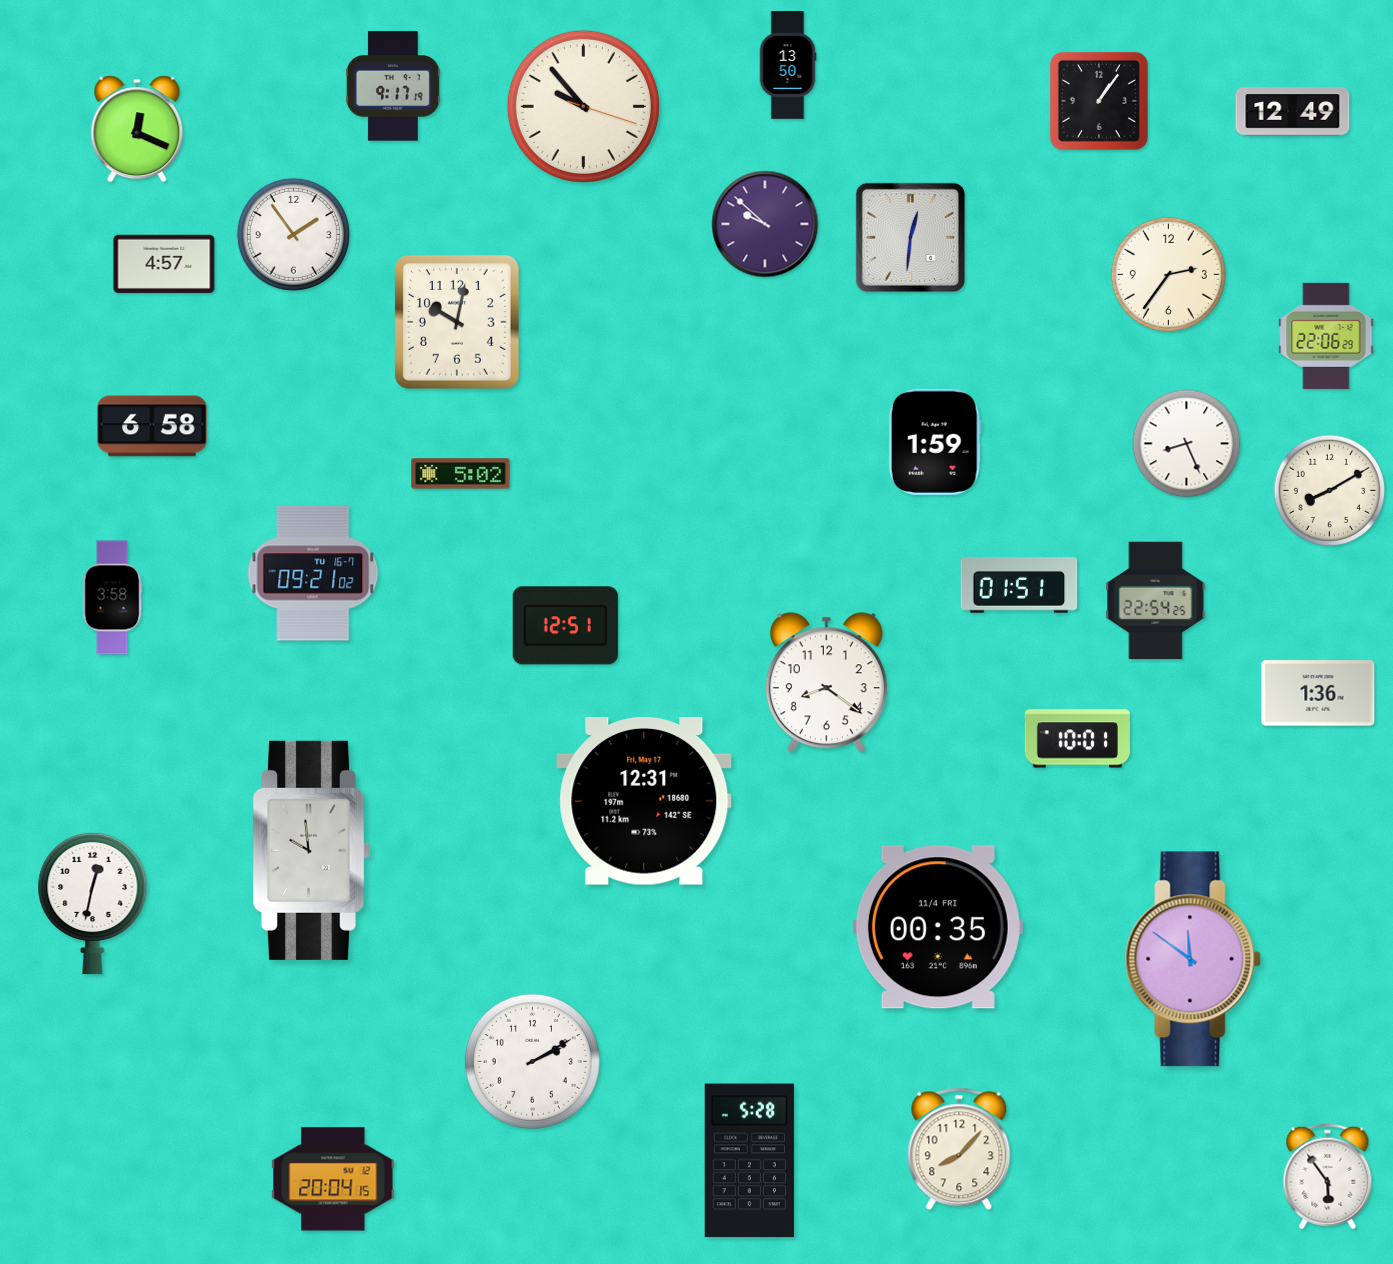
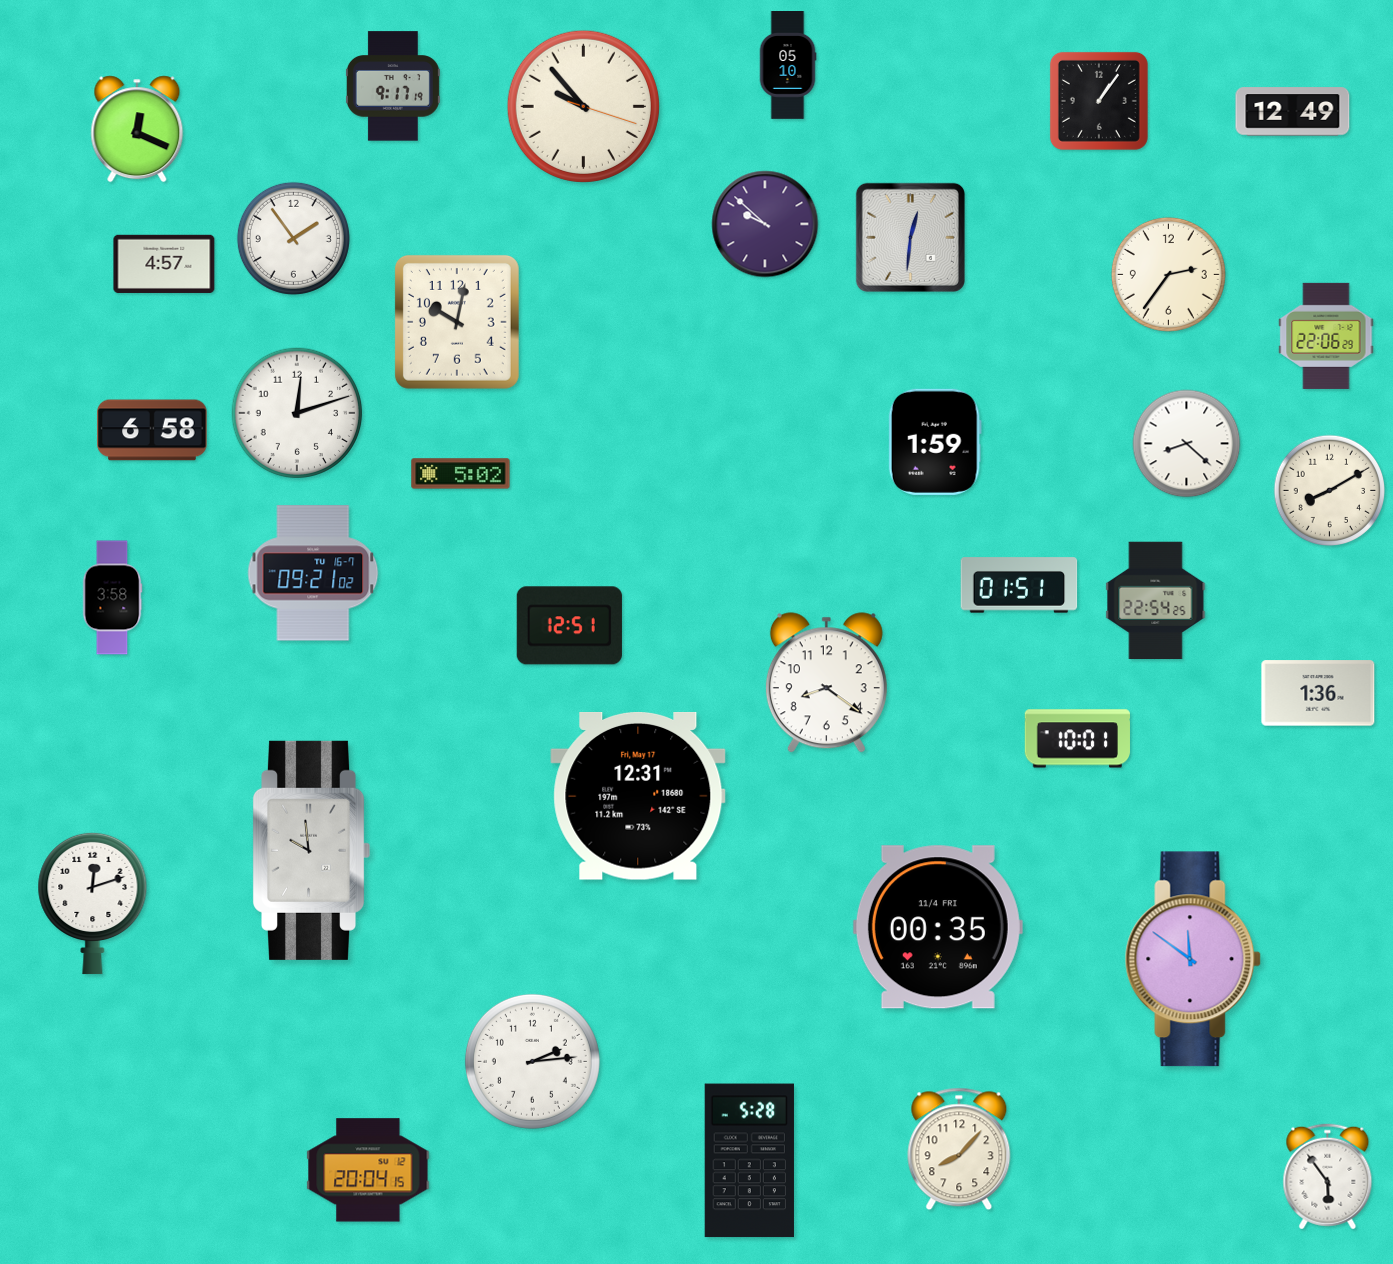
clock at (788, 66): 13:50 -> 05:10
clock at (293, 234) position: (293, 234) -> (293, 238)
clock at (297, 413): none -> 12:12
clock at (152, 426) position: (152, 426) -> (152, 430)
clock at (1187, 444): 8:26 -> 8:22
clock at (565, 626) position: (565, 626) -> (569, 626)
clock at (644, 802) position: (644, 802) -> (638, 797)
clock at (93, 903): 12:32 -> 12:12
clock at (532, 1061): 2:10 -> 2:14
clock at (333, 1179) position: (333, 1179) -> (368, 1170)
